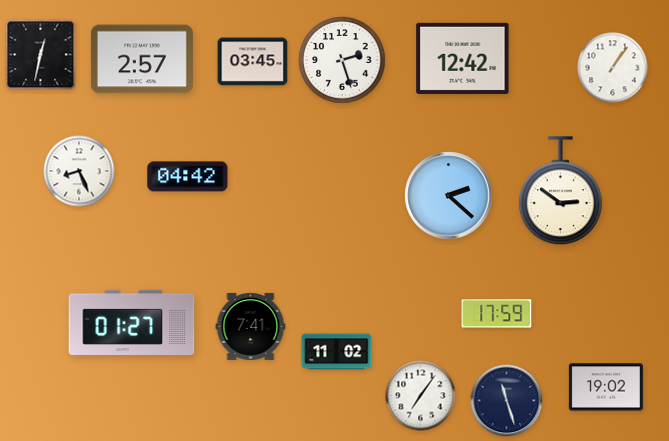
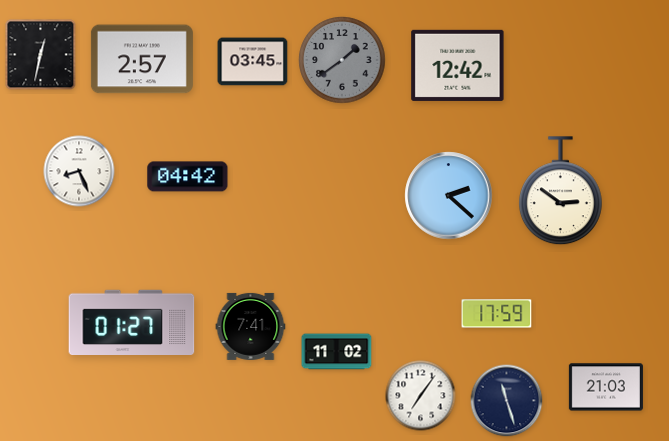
clock at (463, 58) position: (463, 58) -> (458, 65)
clock at (342, 60): 2:27 -> 1:39
clock at (342, 60) dial: white -> grey
clock at (613, 68): 1:06 -> none
clock at (606, 387): 19:02 -> 21:03
